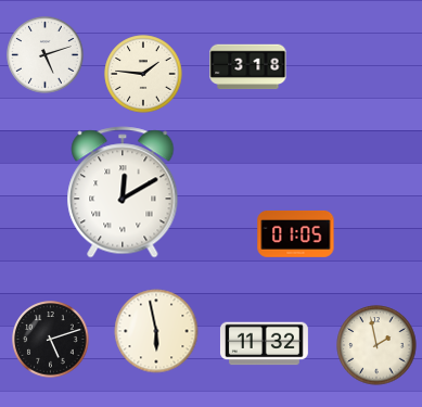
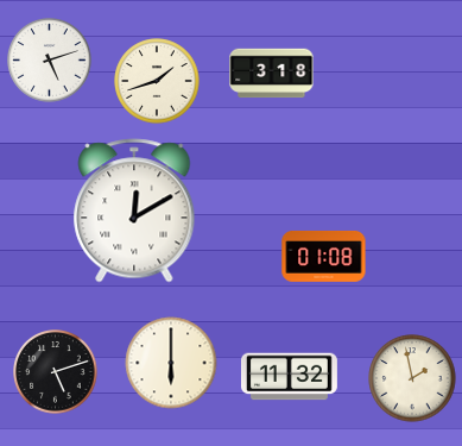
clock at (143, 74): 1:46 -> 1:42
clock at (296, 233): 01:05 -> 01:08
clock at (156, 331): 5:58 -> 6:00
